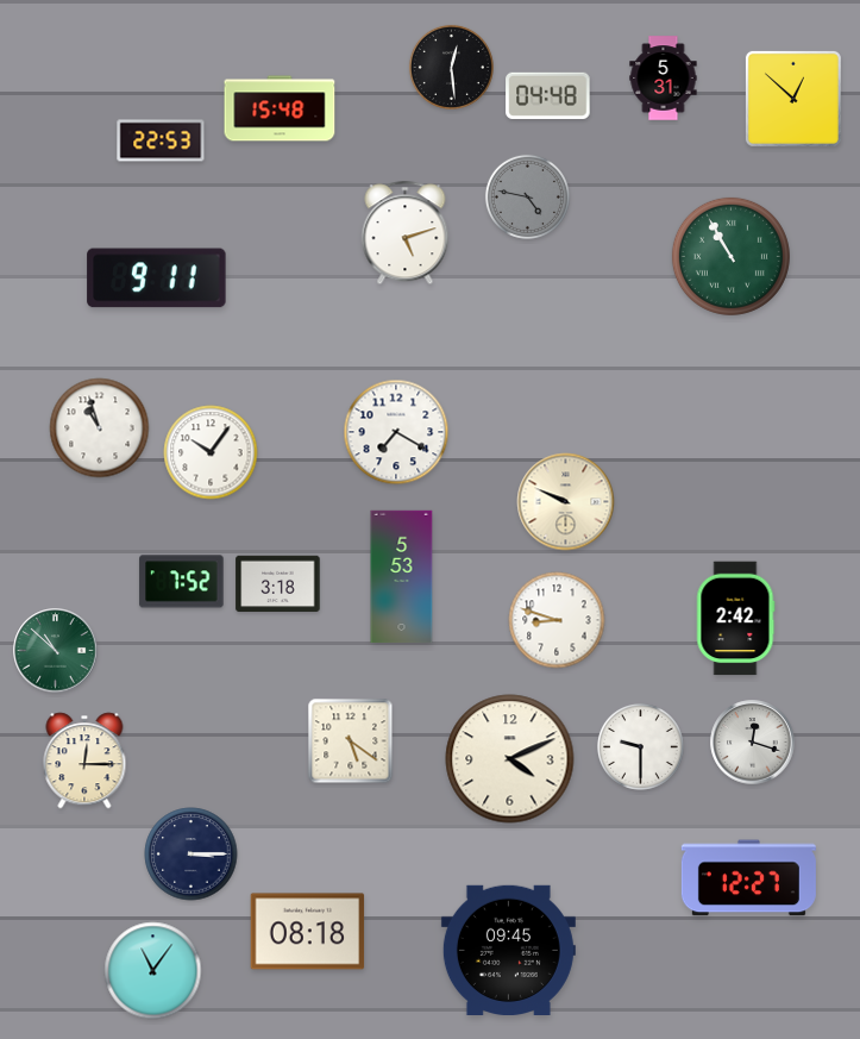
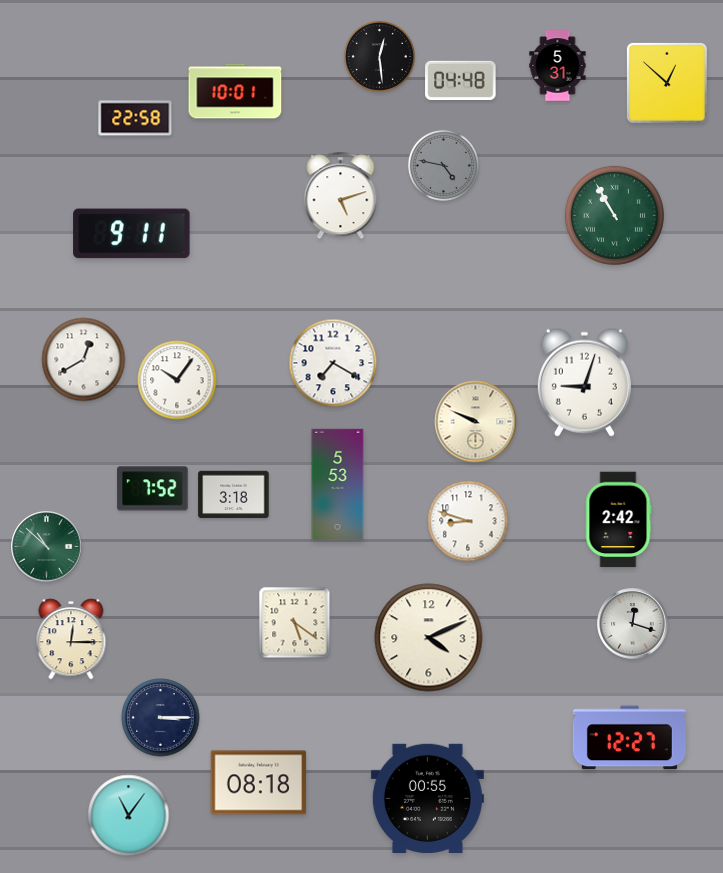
clock at (280, 108): 15:48 -> 10:01
clock at (161, 140): 22:53 -> 22:58
clock at (100, 428): 10:57 -> 12:40
clock at (584, 382): none -> 9:03
clock at (278, 584) position: (278, 584) -> (234, 495)
clock at (640, 746): 9:30 -> none
clock at (508, 950): 09:45 -> 00:55
